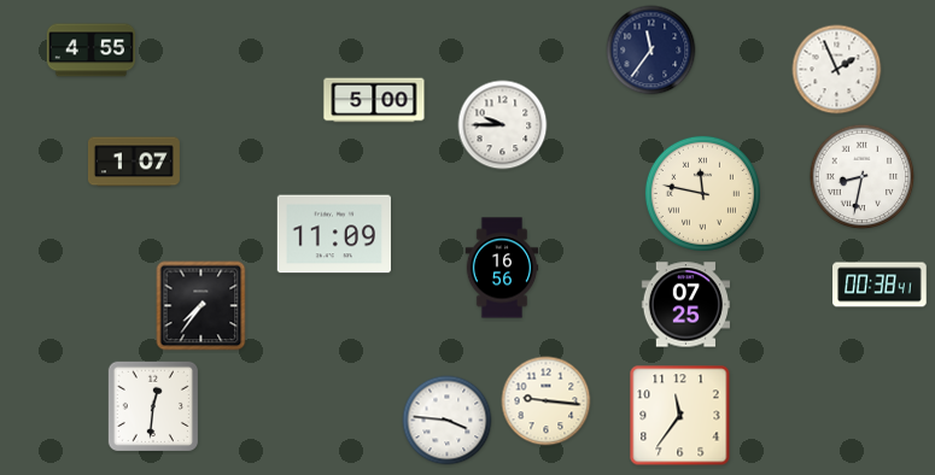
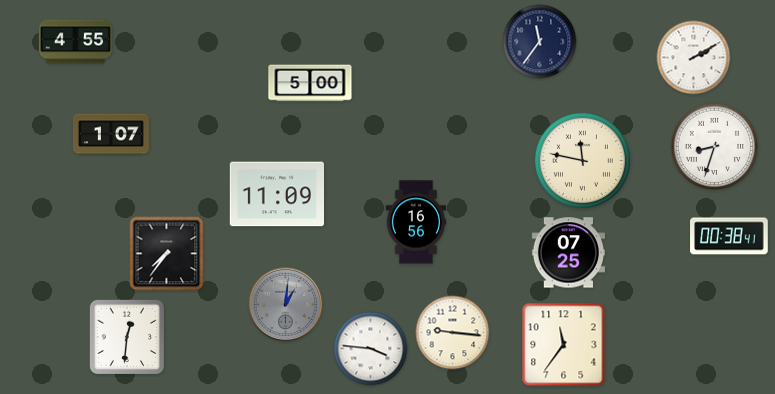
clock at (837, 70): 1:56 -> 2:10
clock at (503, 125): 9:45 -> none
clock at (863, 177): 8:32 -> 8:33
clock at (286, 305): none -> 1:01
